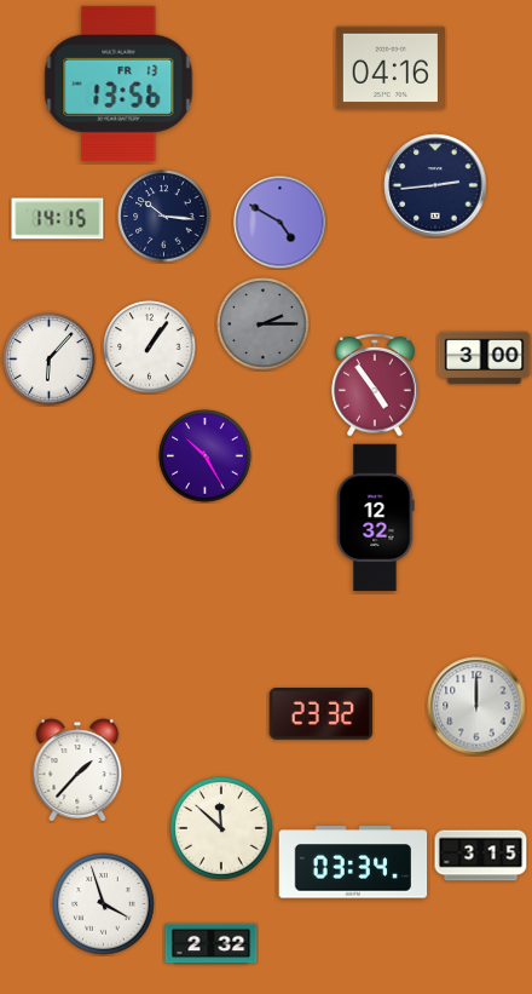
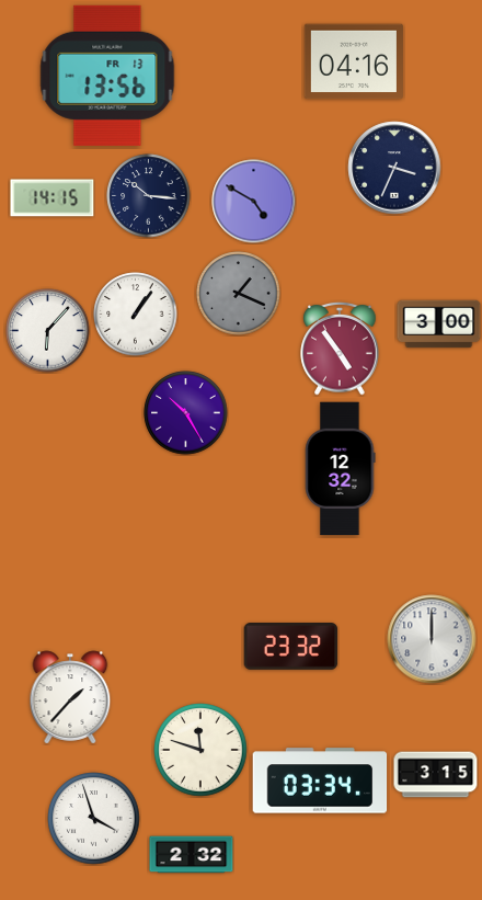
clock at (435, 185): 2:44 -> 3:34
clock at (264, 324): 2:15 -> 1:19
clock at (50, 360) position: (50, 360) -> (48, 331)
clock at (221, 828): 11:52 -> 11:48
